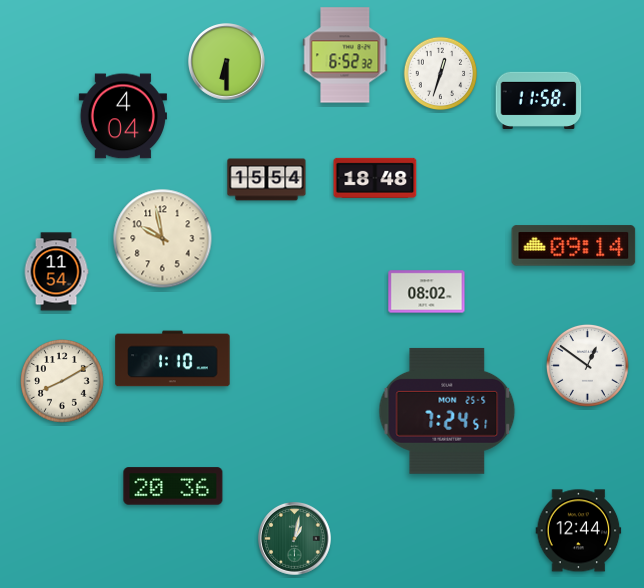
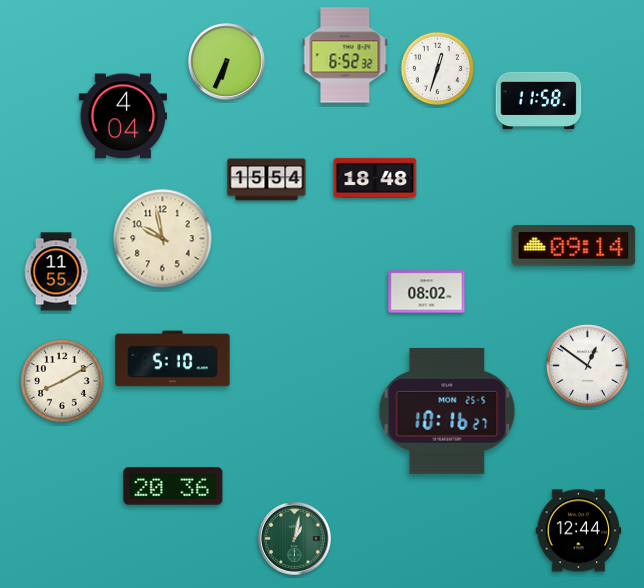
clock at (227, 62): 6:30 -> 6:34
clock at (441, 74) position: (441, 74) -> (438, 69)
clock at (56, 272): 11:54 -> 11:55
clock at (173, 359): 1:10 -> 5:10
clock at (447, 411): 7:24 -> 10:16
